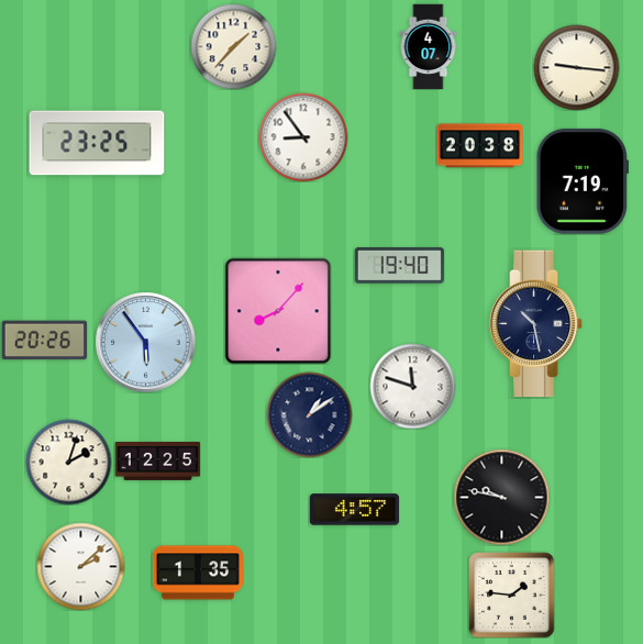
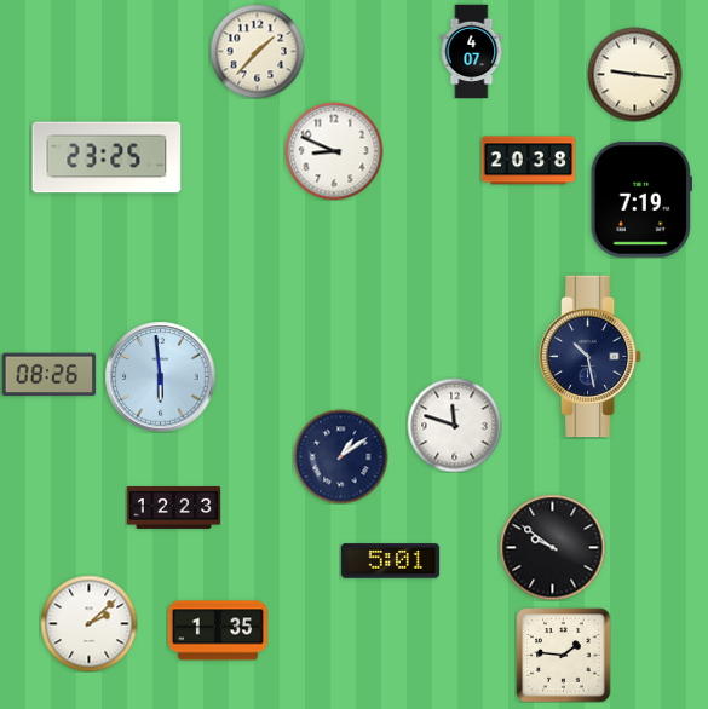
clock at (303, 137): 8:54 -> 8:49
clock at (399, 265): 19:40 -> none
clock at (278, 311): 8:07 -> none
clock at (44, 341): 20:26 -> 08:26
clock at (145, 342): 5:54 -> 5:59
clock at (157, 460): 12:25 -> 12:23
clock at (68, 462): 2:03 -> none
clock at (501, 497): 9:47 -> 9:51
clock at (354, 510): 4:57 -> 5:01
